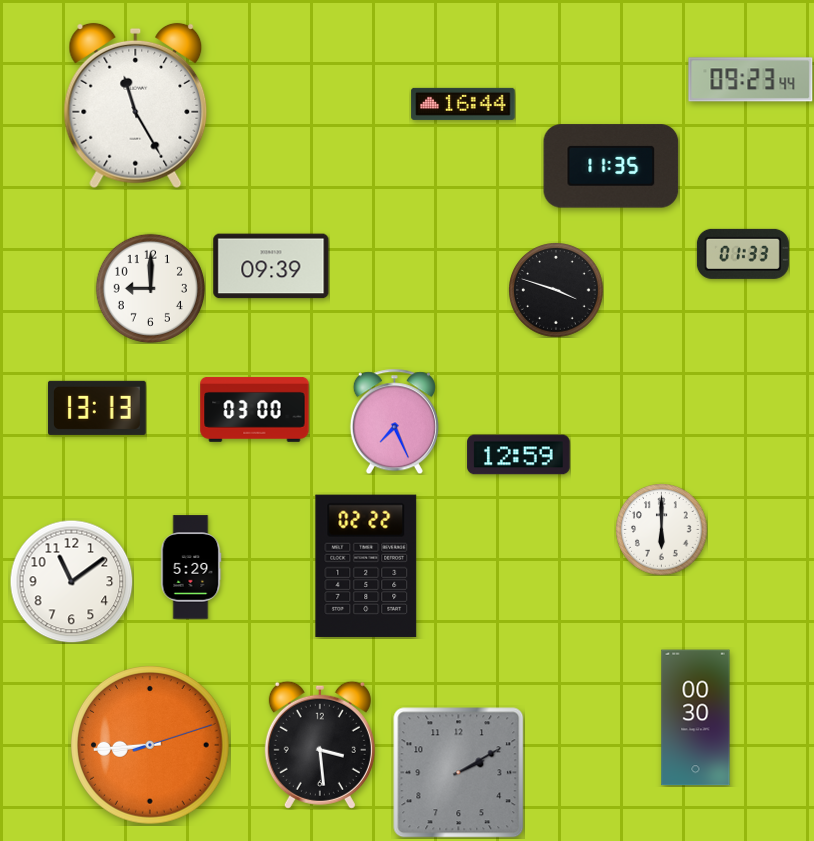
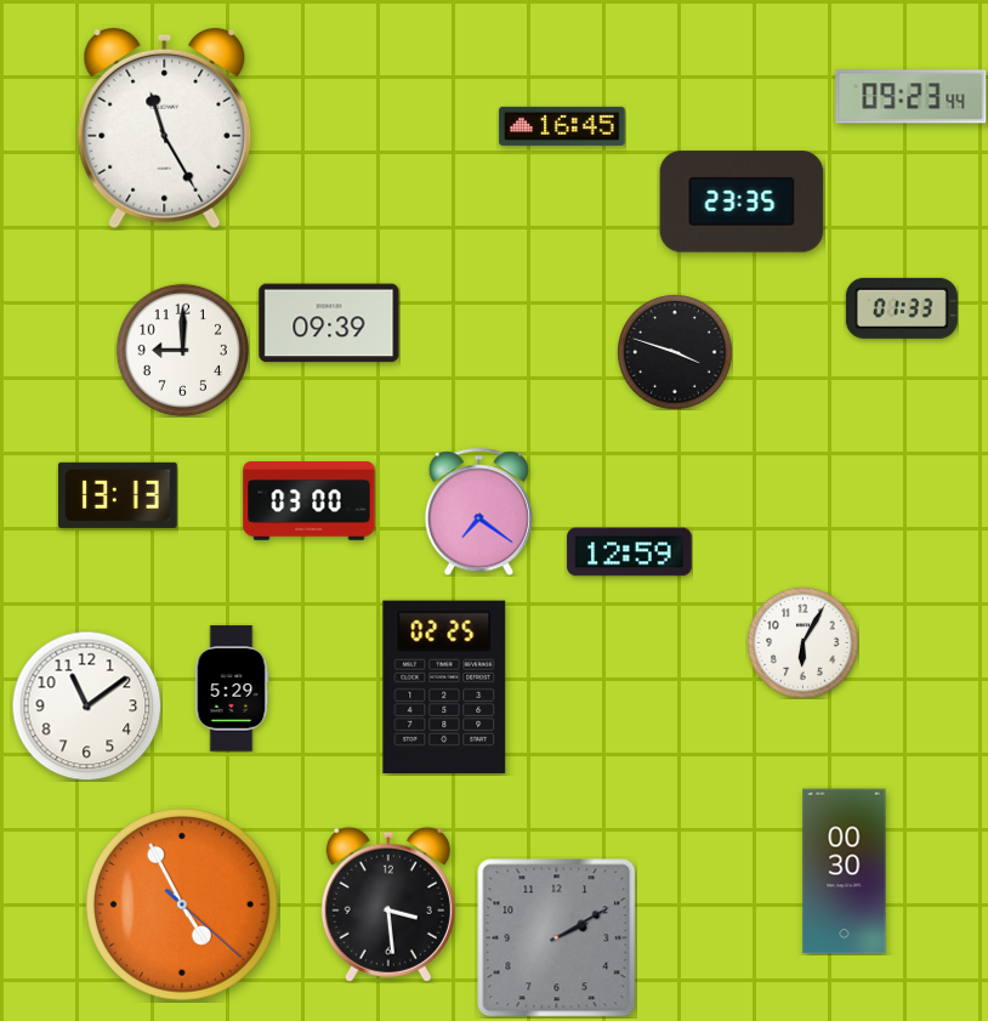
clock at (463, 104): 16:44 -> 16:45
clock at (611, 166): 11:35 -> 23:35
clock at (255, 410) position: (255, 410) -> (310, 501)
clock at (394, 421): 7:26 -> 7:21
clock at (661, 529): 6:00 -> 6:05
clock at (366, 566): 02:22 -> 02:25
clock at (151, 746): 8:44 -> 4:55
